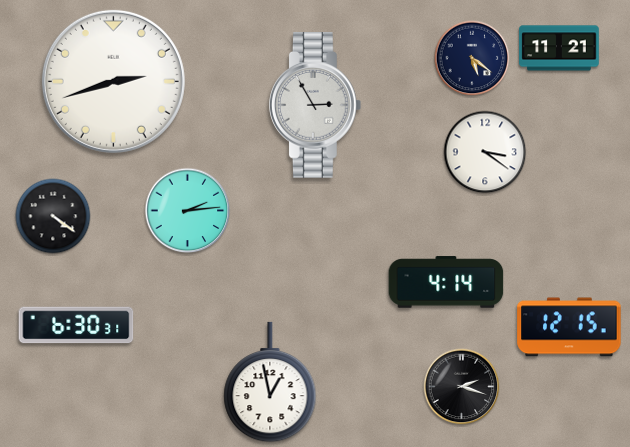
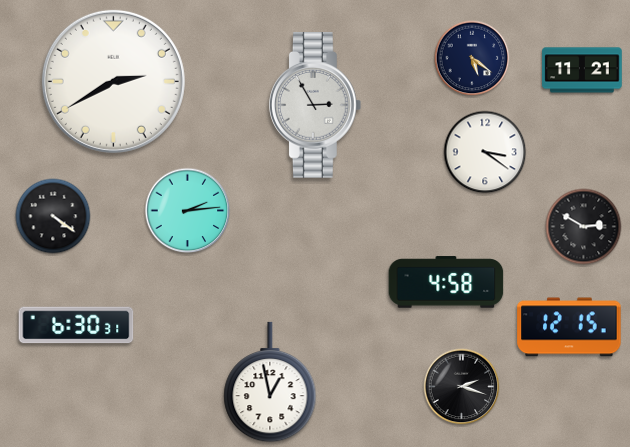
clock at (559, 48) position: (559, 48) -> (582, 70)
clock at (113, 81): 2:42 -> 2:40
clock at (584, 227): none -> 2:50
clock at (446, 282): 4:14 -> 4:58
